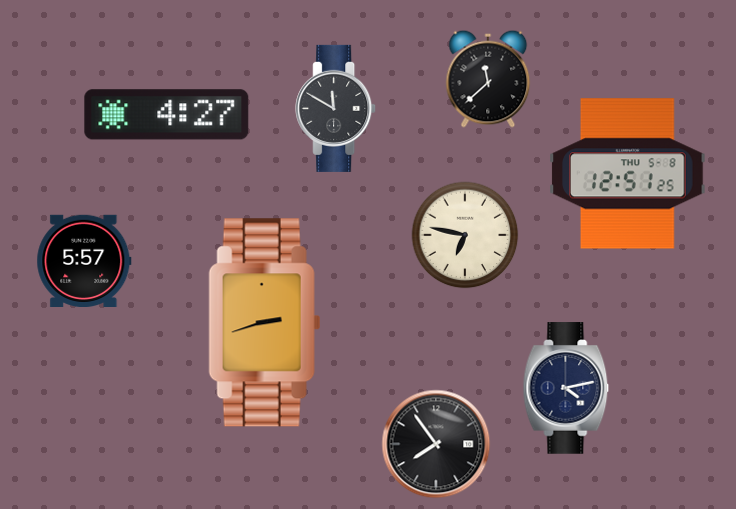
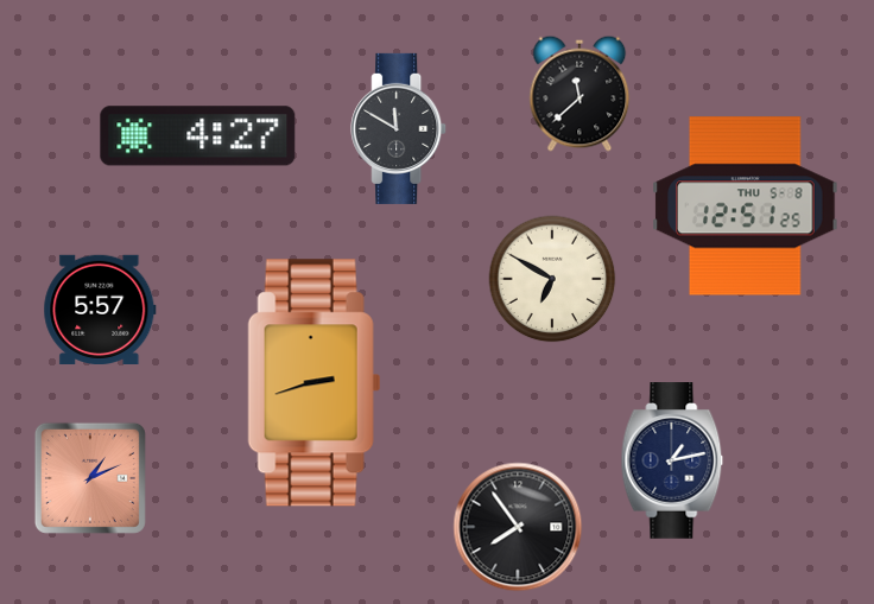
clock at (465, 235): 6:47 -> 6:50
clock at (566, 388): 4:13 -> 1:13
clock at (90, 478): none -> 1:11
